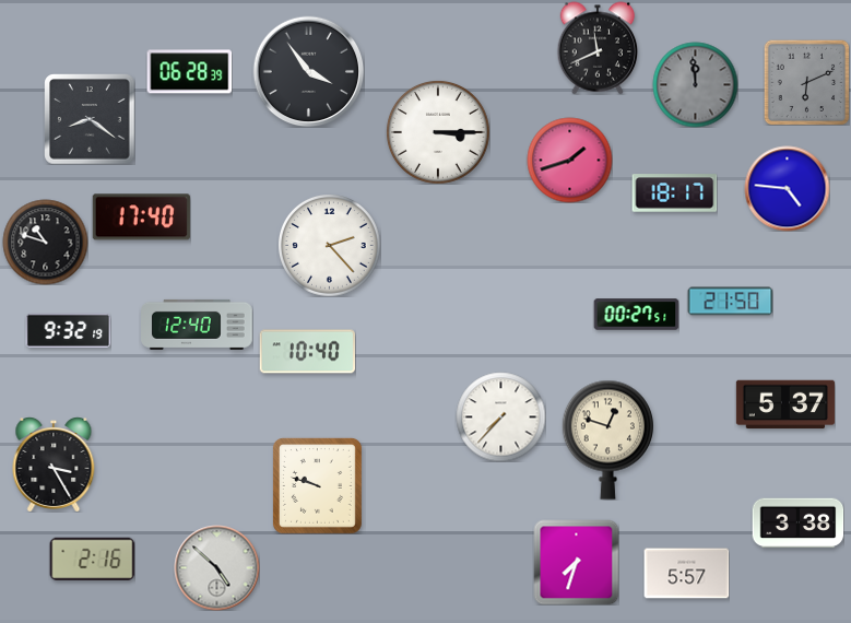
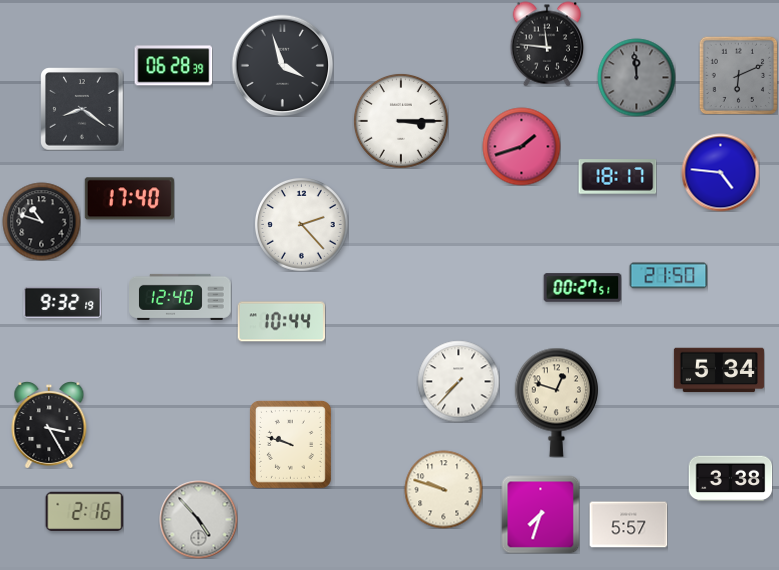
clock at (598, 48): 11:41 -> 11:46
clock at (308, 71): 3:54 -> 3:57
clock at (307, 352): 10:40 -> 10:44
clock at (785, 404): 5:37 -> 5:34
clock at (443, 489): none -> 9:48
clock at (576, 562) position: (576, 562) -> (540, 514)
clock at (216, 567): 4:52 -> 4:53
